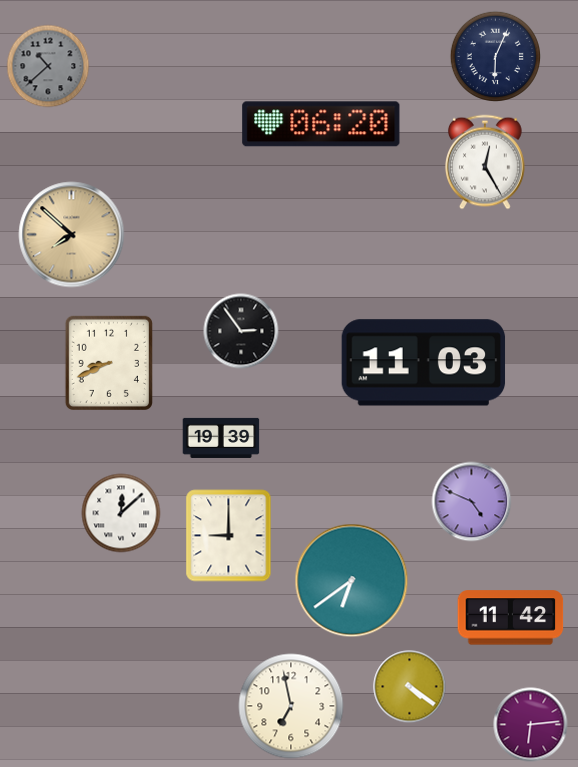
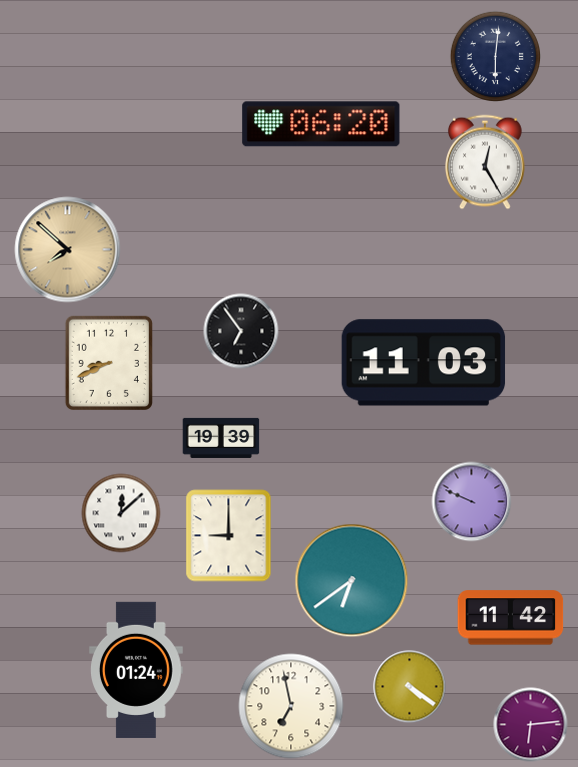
clock at (495, 56): 6:04 -> 6:01
clock at (48, 66): 10:38 -> none
clock at (72, 235) position: (72, 235) -> (68, 250)
clock at (241, 331): 2:54 -> 6:54
clock at (472, 502): 4:49 -> 9:49
clock at (137, 670): none -> 01:24
